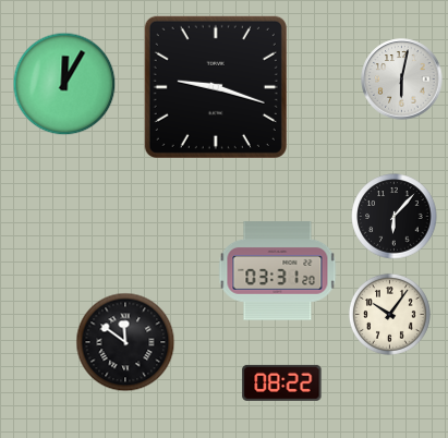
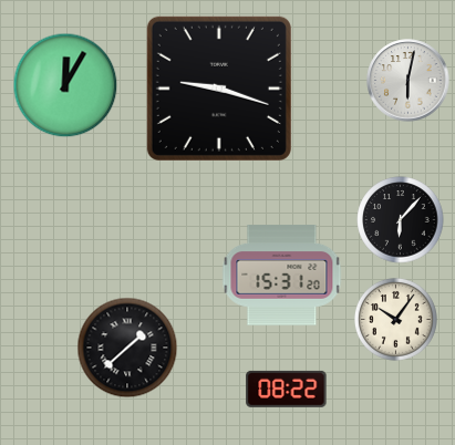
clock at (278, 271): 03:31 -> 15:31
clock at (125, 342): 11:51 -> 1:38
